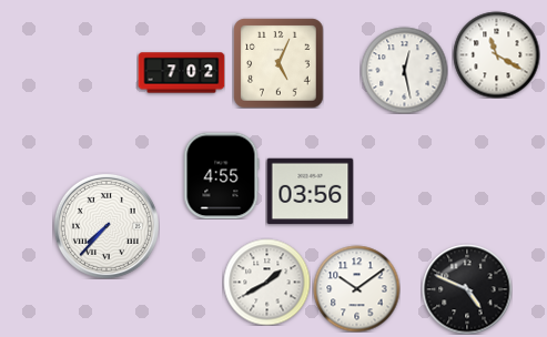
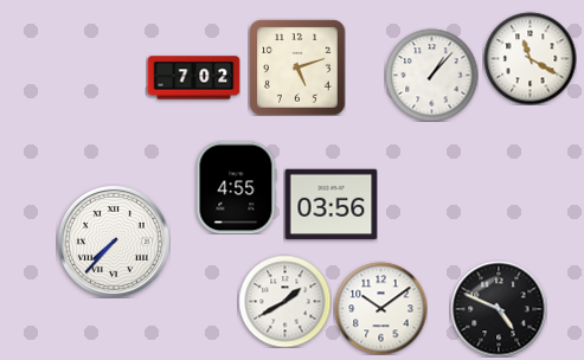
clock at (278, 63): 5:04 -> 5:12
clock at (404, 70): 12:28 -> 1:07
